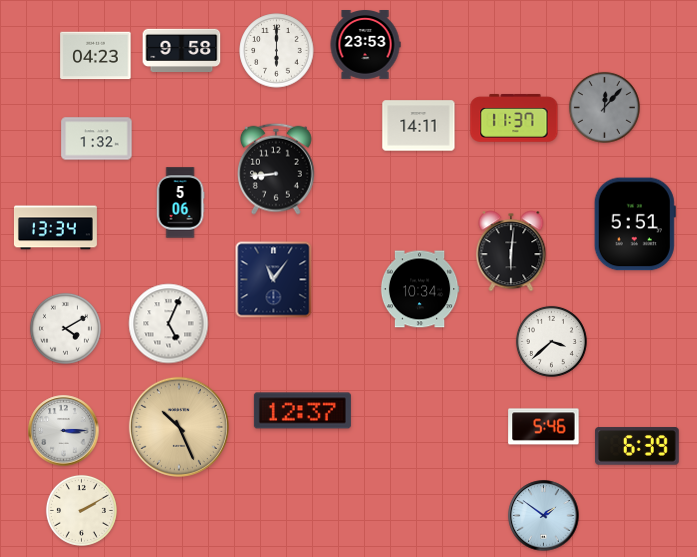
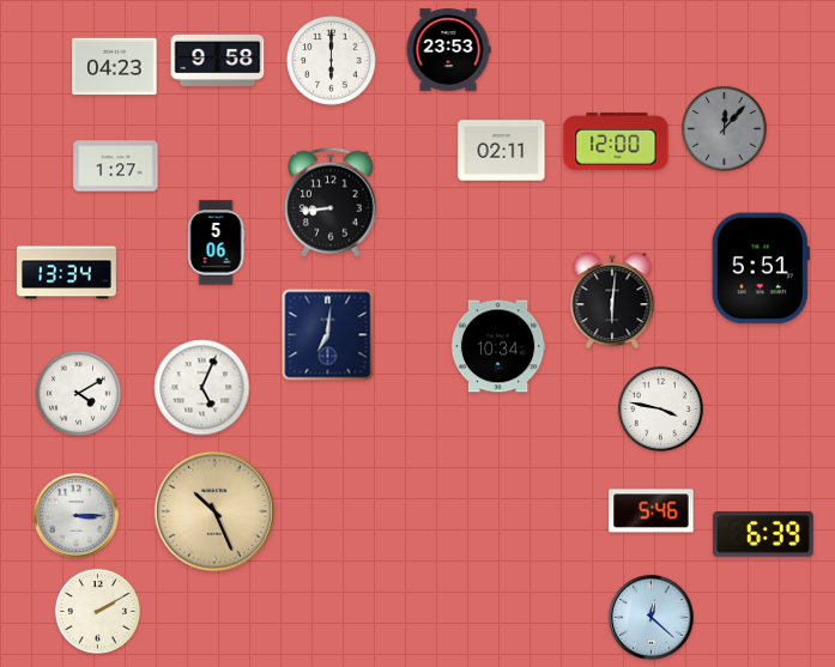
clock at (365, 45) position: (365, 45) -> (448, 50)
clock at (514, 118): 11:37 -> 12:00
clock at (419, 126): 14:11 -> 02:11
clock at (97, 139): 1:32 -> 1:27
clock at (274, 280): 11:06 -> 7:01
clock at (420, 289) position: (420, 289) -> (498, 346)
clock at (551, 341): 3:38 -> 3:47
clock at (302, 411): 12:37 -> none
clock at (544, 516): 1:51 -> 12:22
